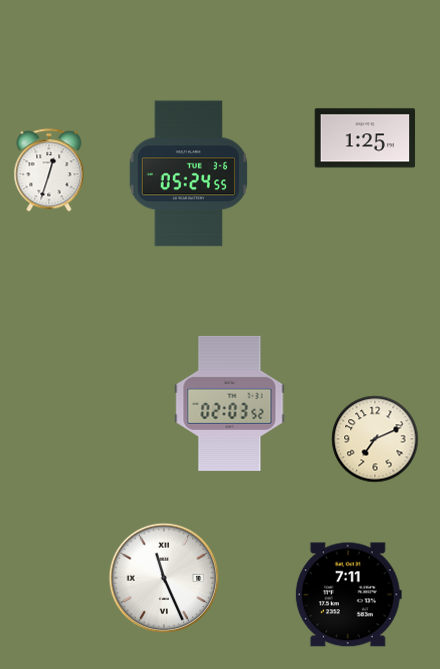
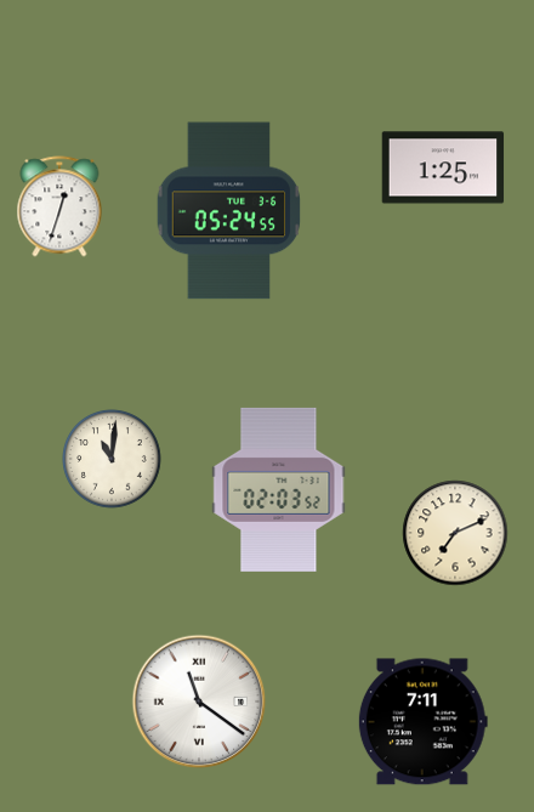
clock at (113, 460): none -> 11:01
clock at (164, 578): 11:26 -> 11:21
